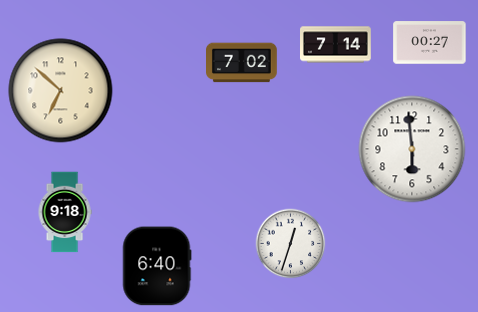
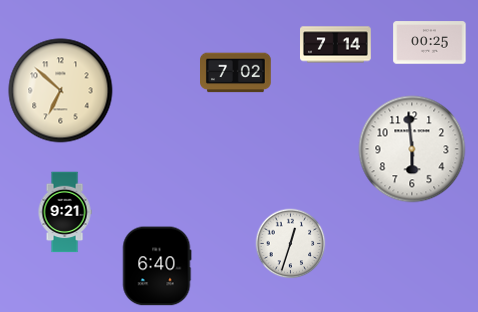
clock at (430, 43): 00:27 -> 00:25
clock at (242, 63) position: (242, 63) -> (236, 73)
clock at (65, 212): 9:18 -> 9:21
